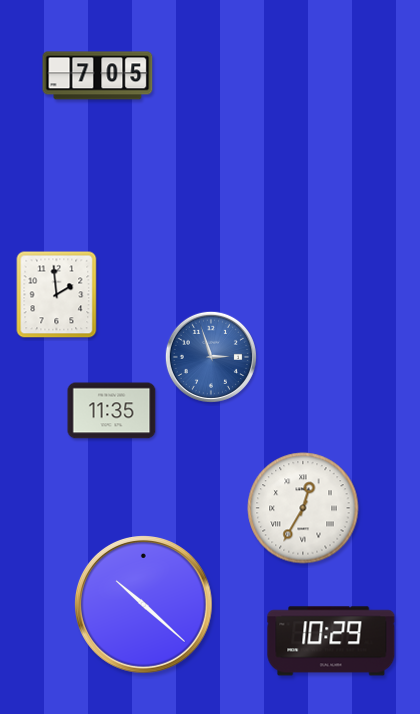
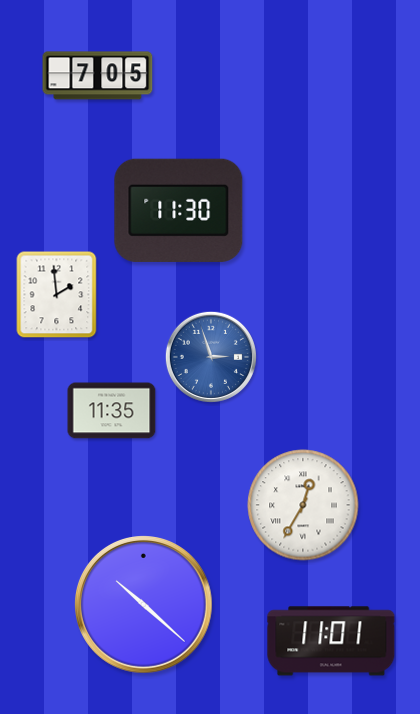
clock at (179, 210): none -> 11:30
clock at (303, 508) position: (303, 508) -> (303, 505)
clock at (331, 641): 10:29 -> 11:01
